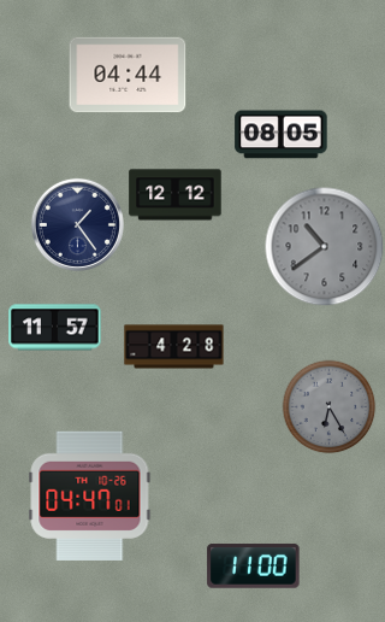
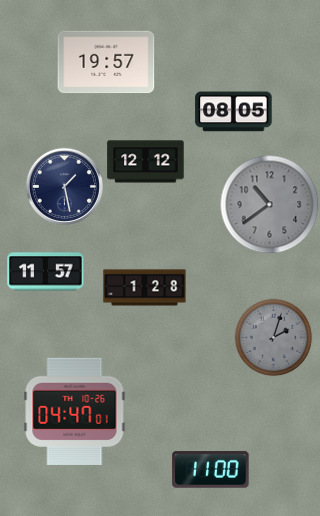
clock at (128, 75): 04:44 -> 19:57
clock at (77, 224): 1:24 -> 1:28
clock at (174, 347): 4:28 -> 1:28
clock at (328, 406): 6:25 -> 2:03
